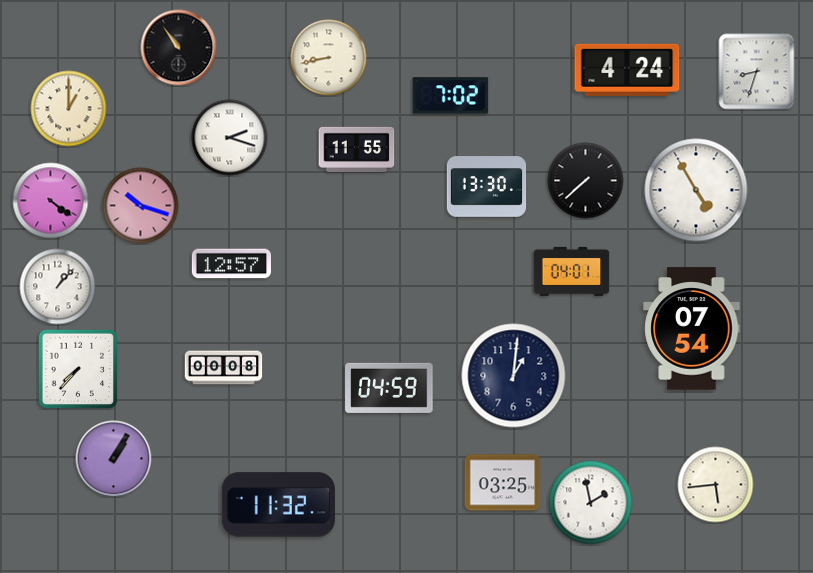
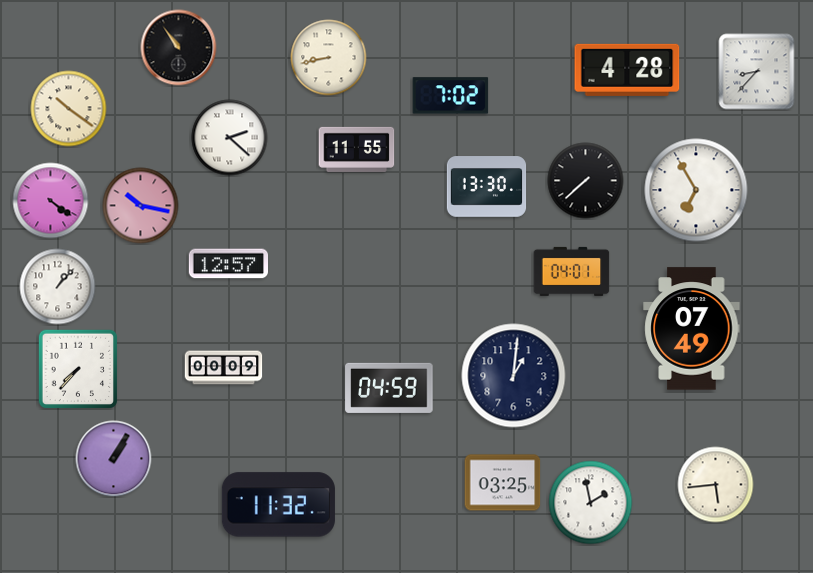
clock at (627, 70): 4:24 -> 4:28
clock at (757, 72): 8:33 -> 8:37
clock at (69, 109): 1:00 -> 10:21
clock at (230, 138): 2:18 -> 2:22
clock at (696, 190): 4:55 -> 6:55
clock at (141, 206): 10:18 -> 10:17
clock at (231, 264) position: (231, 264) -> (228, 264)
clock at (692, 329): 07:54 -> 07:49
clock at (224, 368): 00:08 -> 00:09
